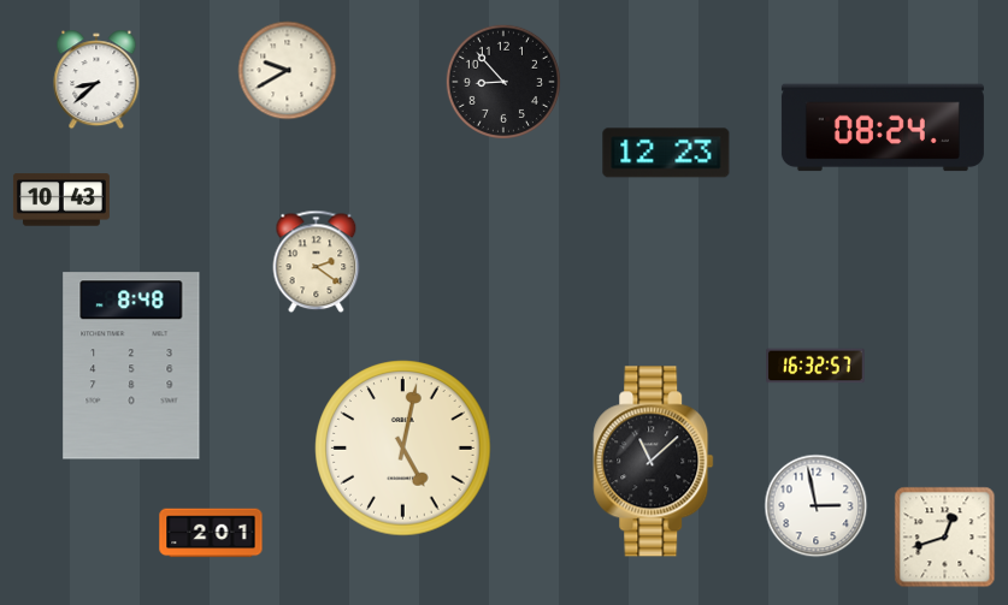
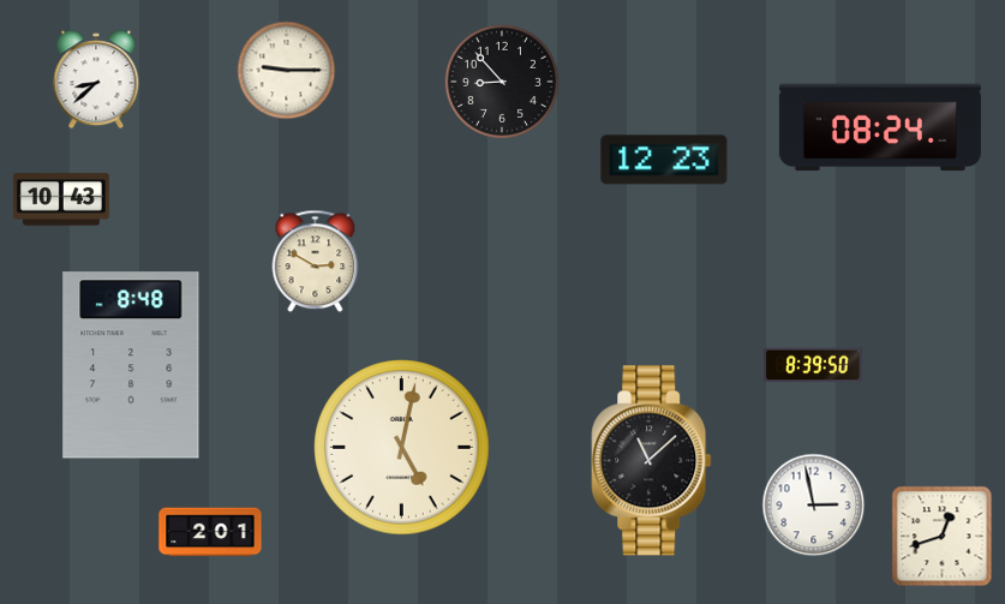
clock at (288, 71): 9:40 -> 9:15
clock at (666, 153) position: (666, 153) -> (664, 160)
clock at (317, 262): 2:21 -> 2:50
clock at (815, 366): 16:32 -> 8:39
